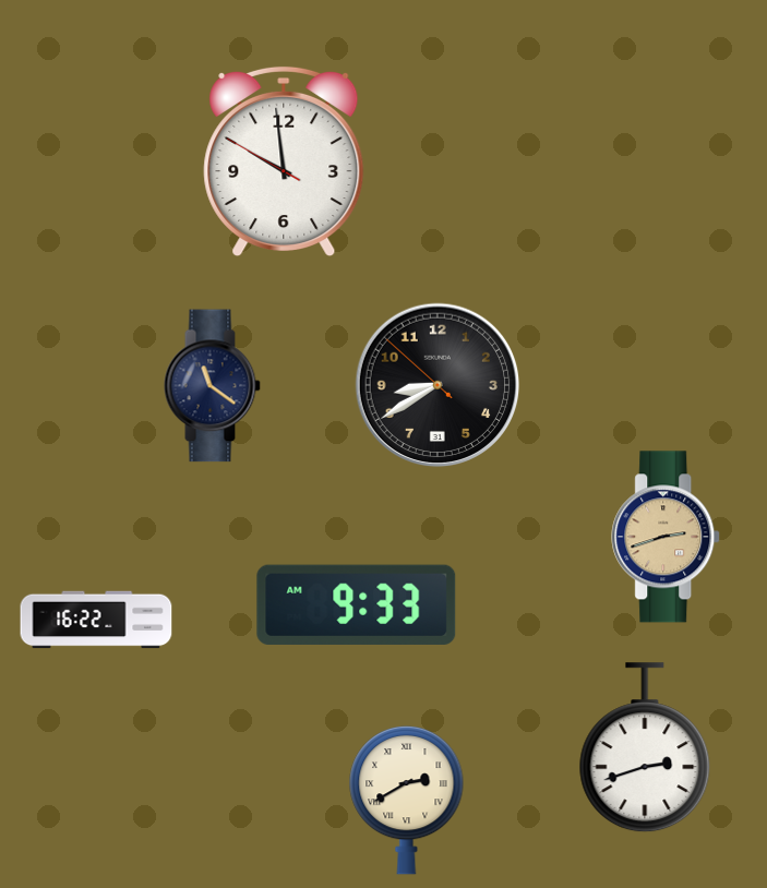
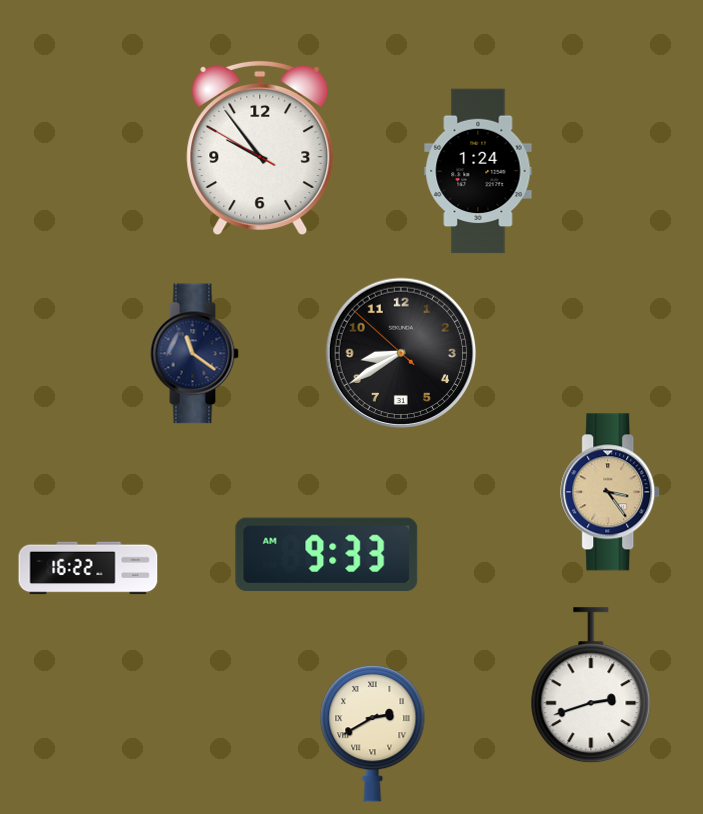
clock at (284, 160): 9:58 -> 9:53
clock at (478, 171): none -> 1:24
clock at (667, 537): 2:42 -> 3:24
